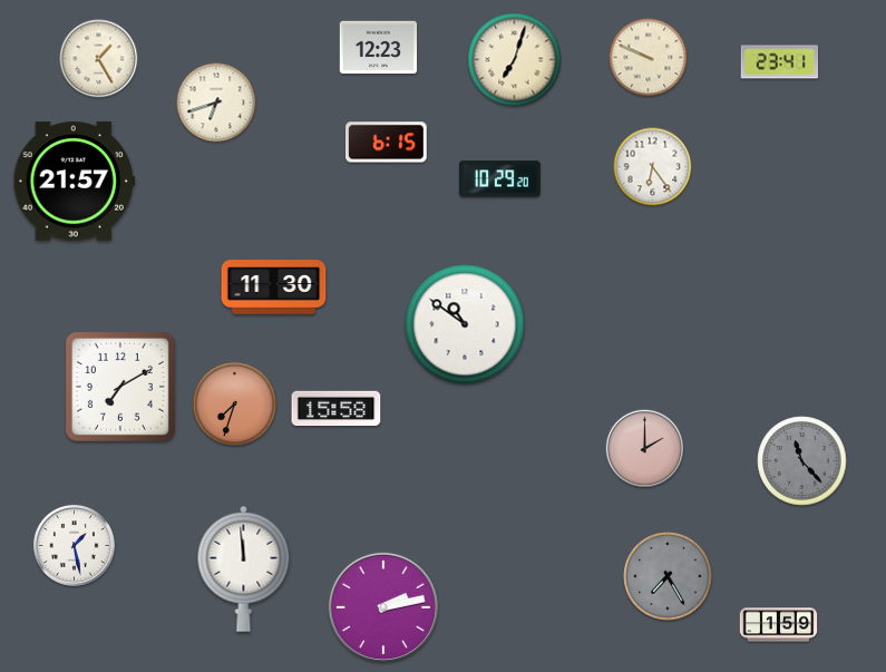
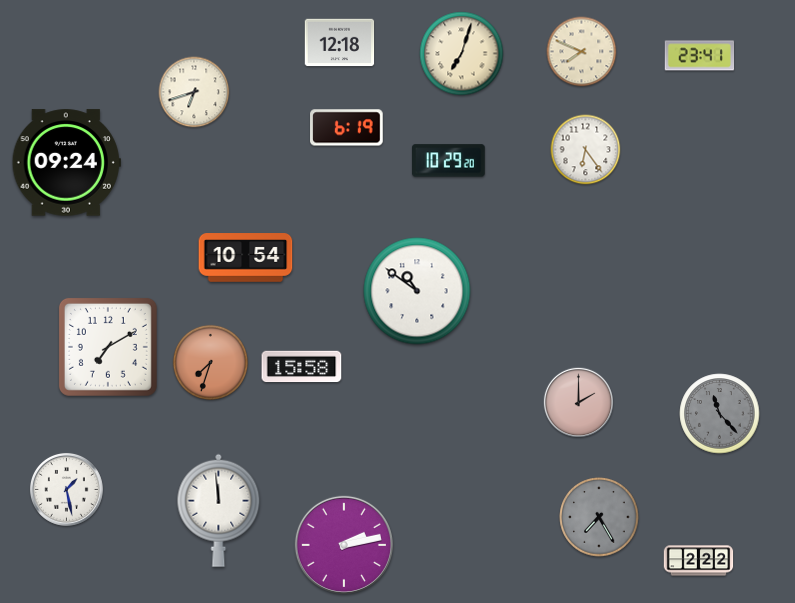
clock at (379, 48): 12:23 -> 12:18
clock at (649, 58): 9:49 -> 7:49
clock at (99, 59): 1:25 -> none
clock at (387, 143): 6:15 -> 6:19
clock at (74, 182): 21:57 -> 09:24
clock at (274, 288): 11:30 -> 10:54
clock at (779, 625): 1:59 -> 2:22
